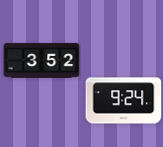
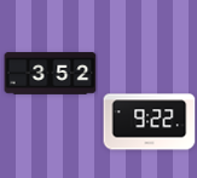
clock at (124, 101): 9:24 -> 9:22
